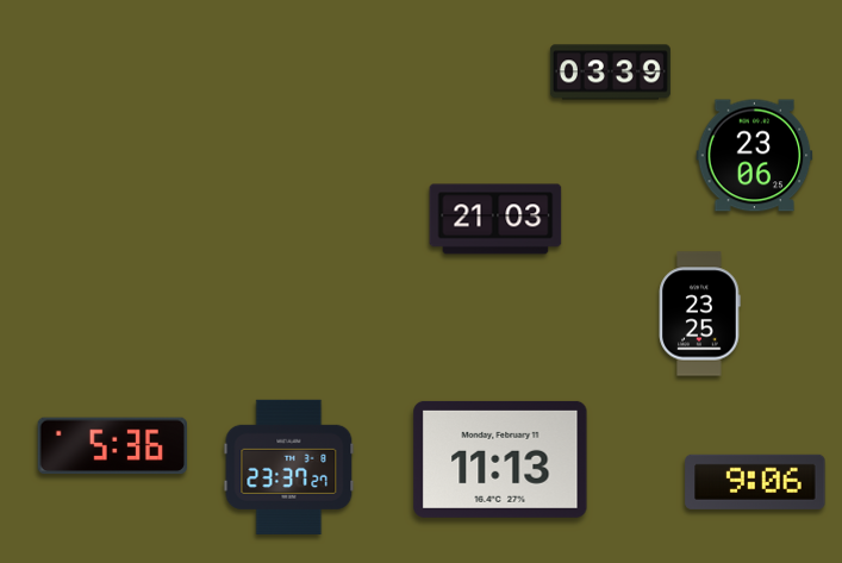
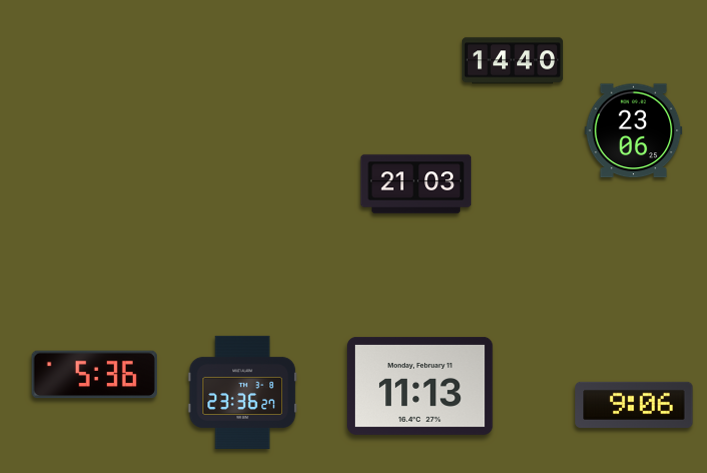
clock at (610, 73): 03:39 -> 14:40
clock at (700, 314): 23:25 -> none
clock at (289, 467): 23:37 -> 23:36
